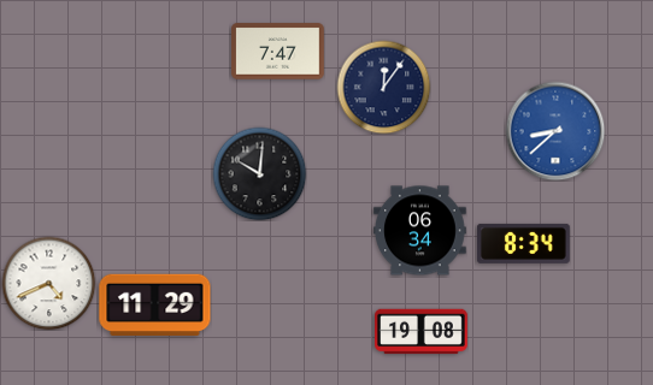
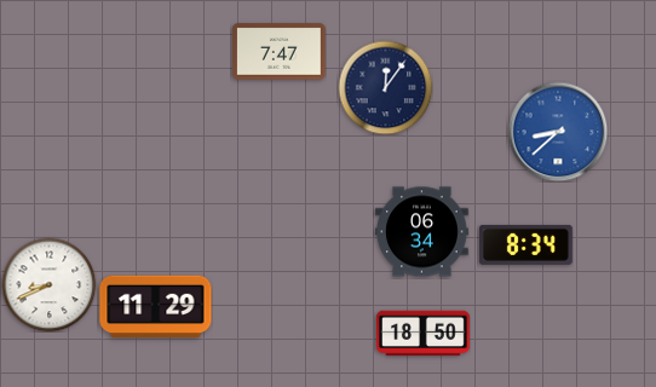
clock at (259, 173): 10:01 -> none
clock at (48, 283): 4:41 -> 8:41
clock at (422, 332): 19:08 -> 18:50
